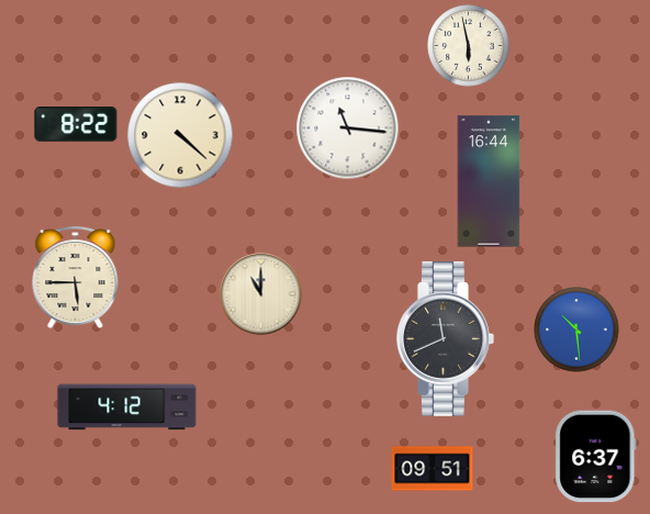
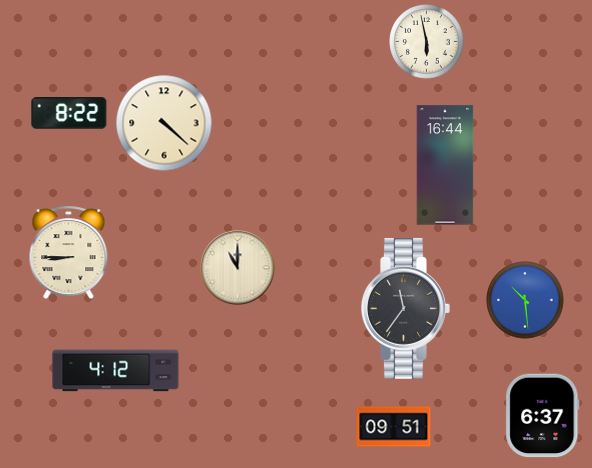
clock at (348, 128): 11:16 -> none
clock at (76, 278): 5:45 -> 8:45
clock at (446, 338): 11:41 -> 11:36
